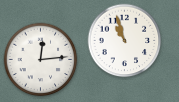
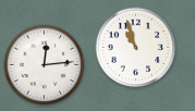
clock at (125, 41) position: (125, 41) -> (136, 48)
